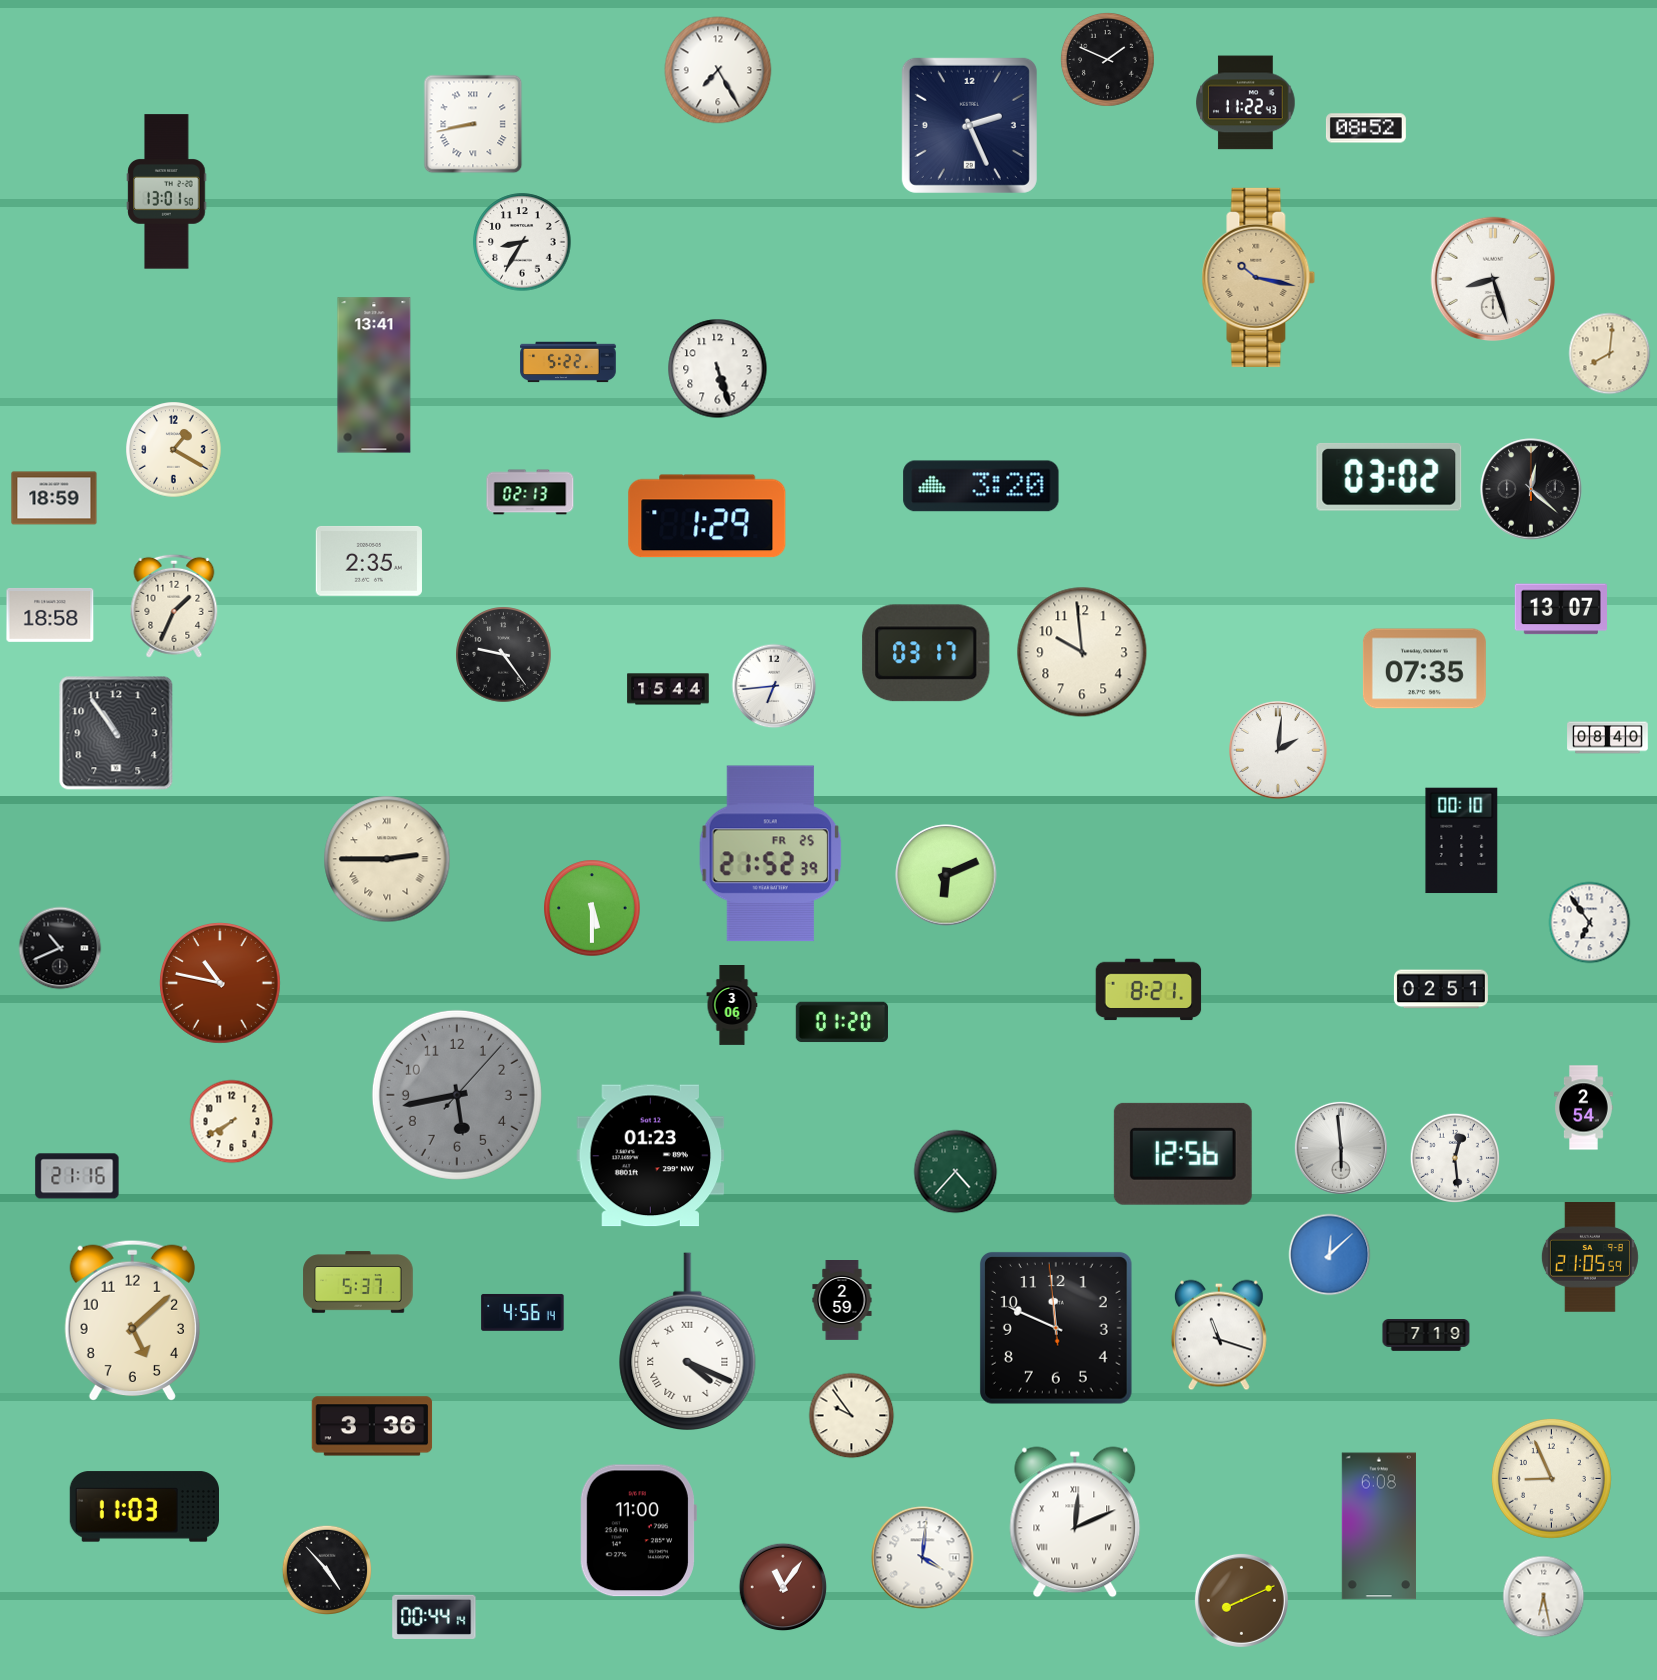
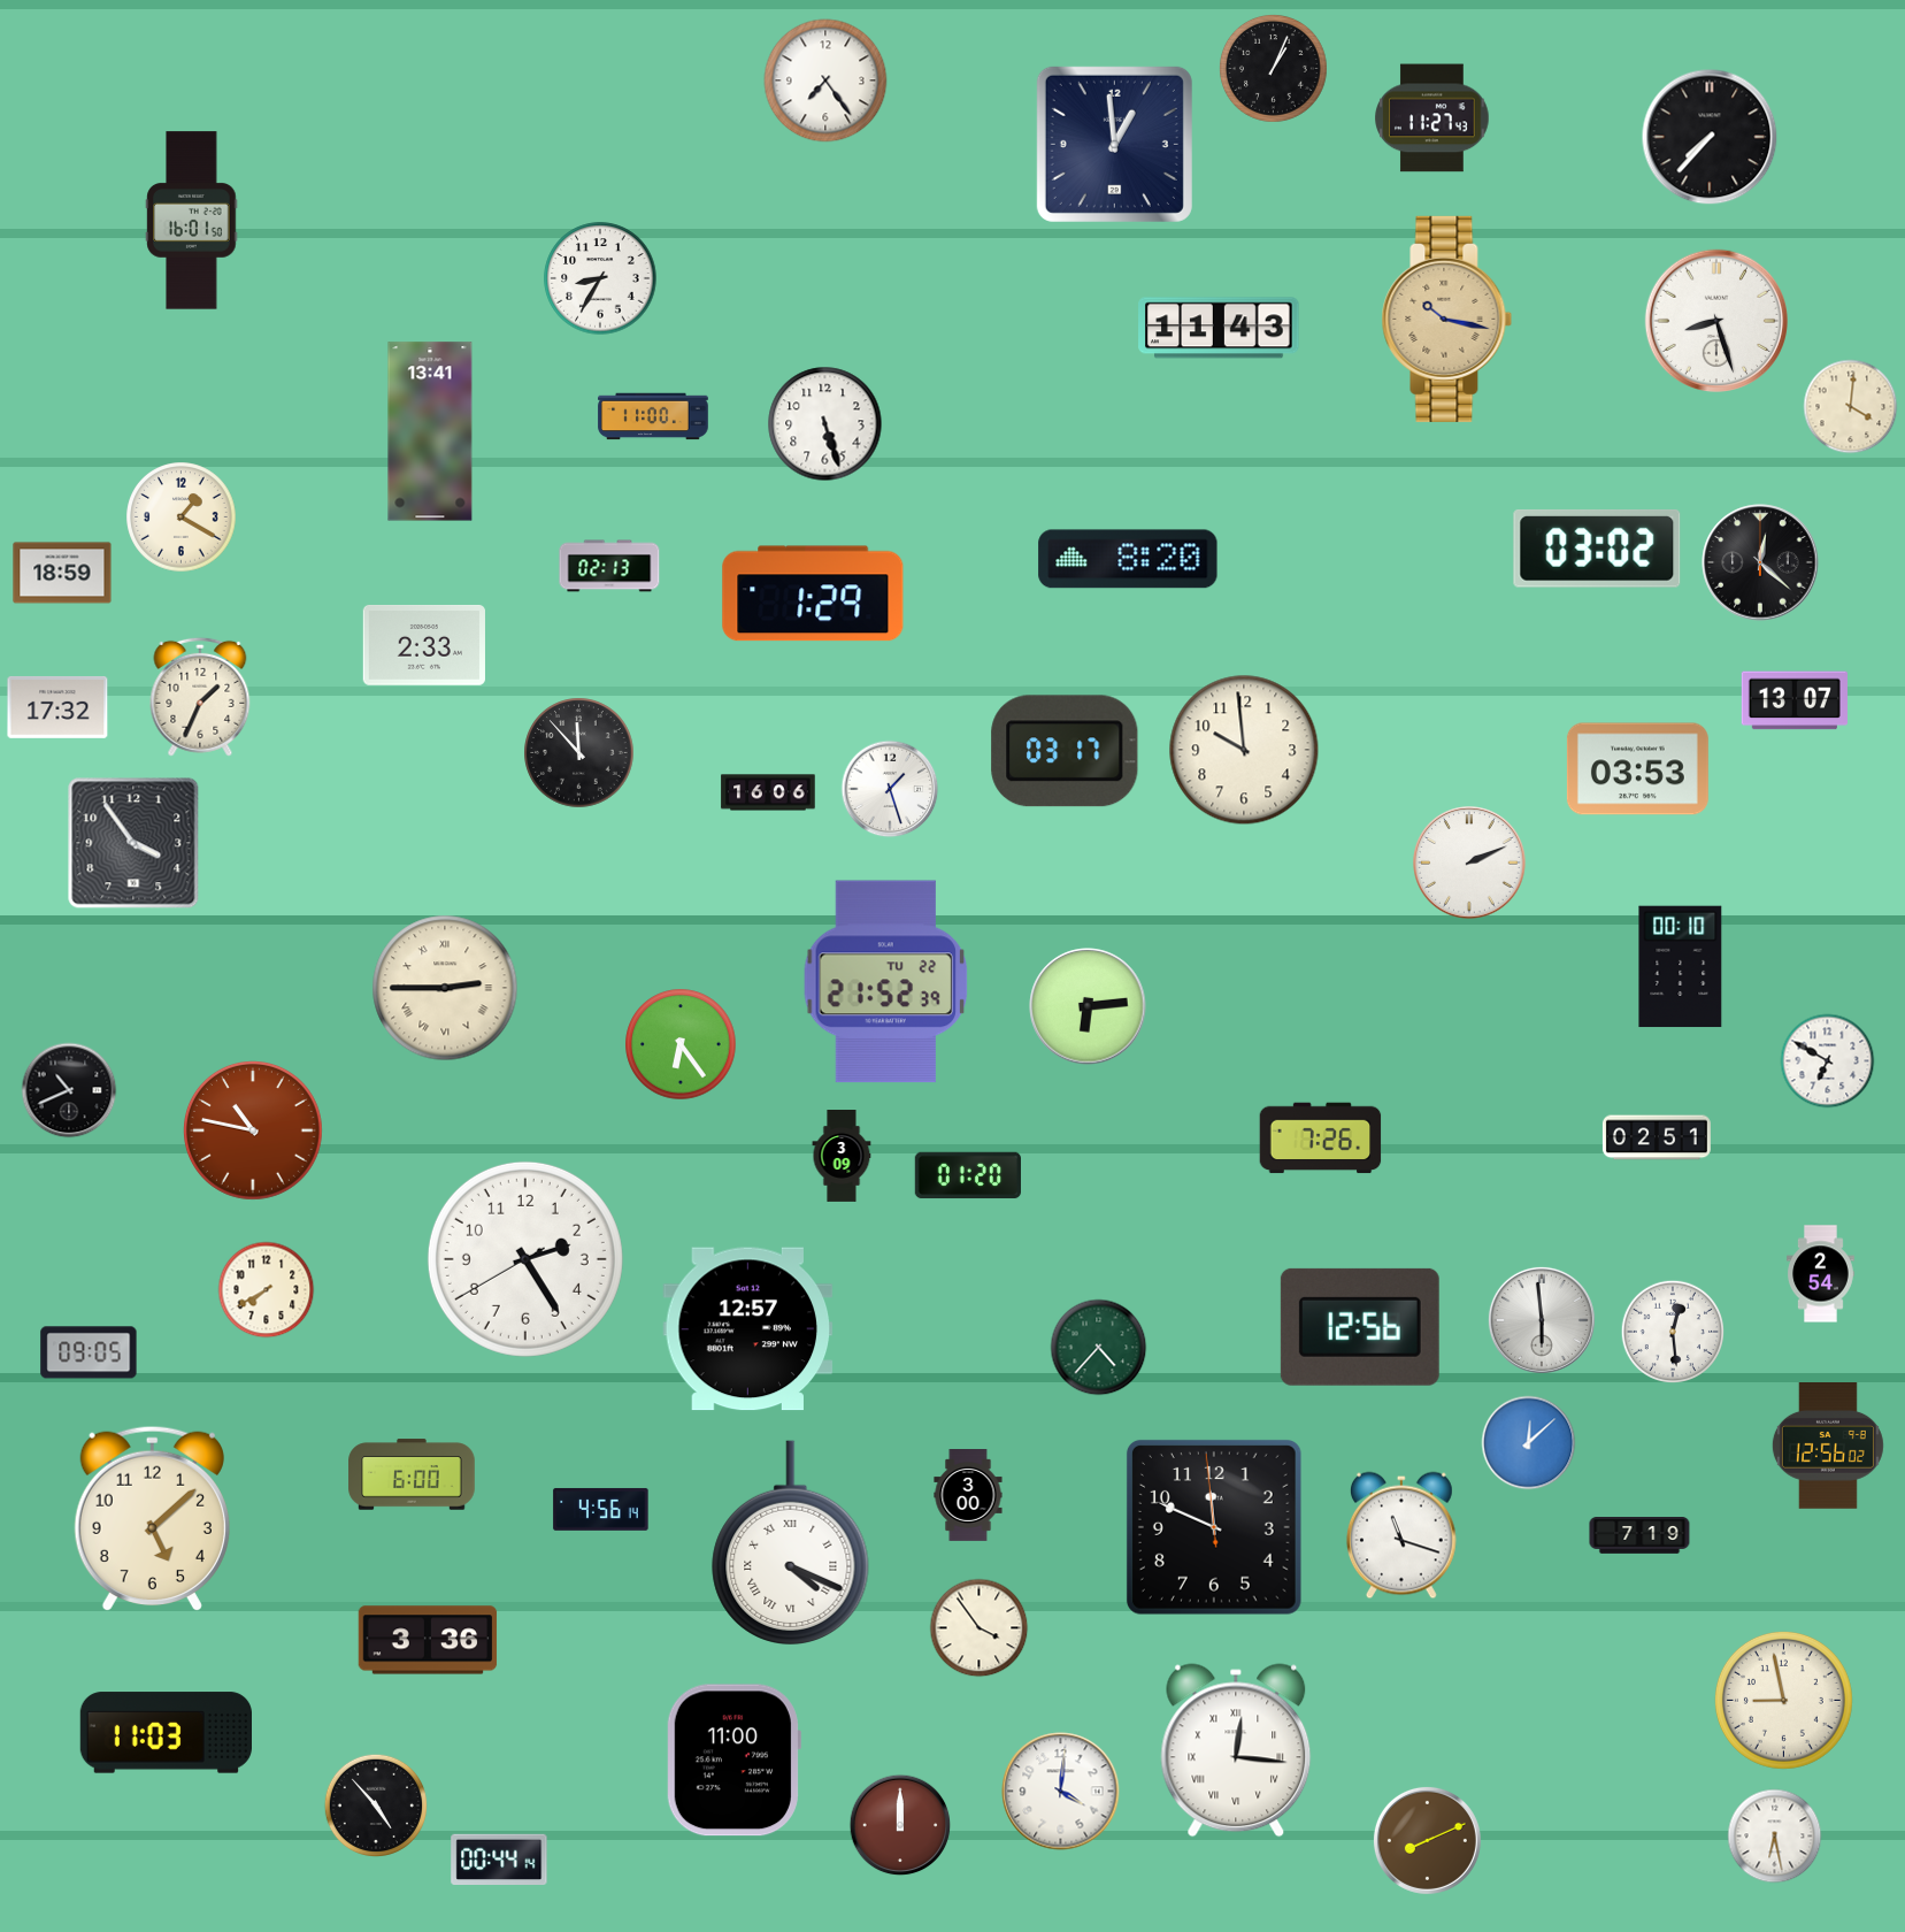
clock at (1107, 59): 1:49 -> 1:04
clock at (718, 70): 7:25 -> 7:24
clock at (1246, 103): 11:22 -> 11:27
clock at (1710, 137): none -> 7:37
clock at (473, 124): 8:43 -> none
clock at (969, 125): 2:26 -> 12:59
clock at (1366, 128): 08:52 -> none
clock at (167, 192): 13:01 -> 16:01
clock at (1219, 328): none -> 11:43
clock at (1610, 354): 8:01 -> 4:01
clock at (568, 362): 5:22 -> 11:00
clock at (174, 450) position: (174, 450) -> (182, 517)
clock at (981, 486): 3:20 -> 8:20
clock at (368, 561): 2:35 -> 2:33
clock at (50, 615): 18:58 -> 17:32
clock at (504, 655): 9:24 -> 11:53
clock at (1424, 669): 07:35 -> 03:53
clock at (774, 686): 6:44 -> 1:27
clock at (668, 689): 15:44 -> 16:06
clock at (116, 733): 10:54 -> 3:54
clock at (1608, 738): 08:40 -> none
clock at (1278, 750): 2:01 -> 2:11
clock at (771, 854) date: FR 25 -> TU 22
clock at (946, 875): 6:11 -> 6:14
clock at (592, 908): 5:30 -> 6:24
clock at (1590, 923): 6:54 -> 6:50
clock at (1149, 990): 8:21 -> 7:26
clock at (732, 1006): 3:06 -> 3:09
clock at (457, 1095): 5:43 -> 2:24
clock at (457, 1095) dial: grey -> white
clock at (651, 1156): 01:23 -> 12:57
clock at (77, 1176): 21:16 -> 09:05
clock at (1590, 1258): 21:05 -> 12:56
clock at (358, 1282): 5:37 -> 6:00
clock at (842, 1301): 2:59 -> 3:00
clock at (852, 1416): 9:54 -> 3:54
clock at (1551, 1478): 8:56 -> 8:58
clock at (1075, 1522): 12:11 -> 12:16
clock at (1379, 1526): 6:08 -> none
clock at (783, 1587): 11:06 -> 12:00
